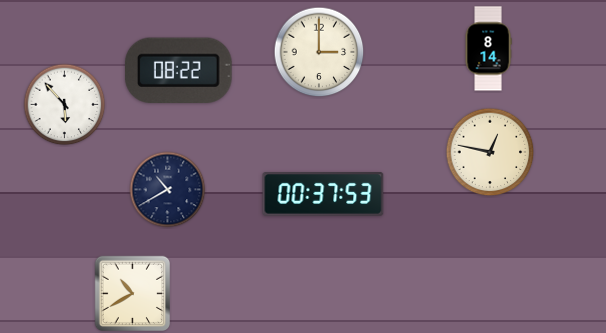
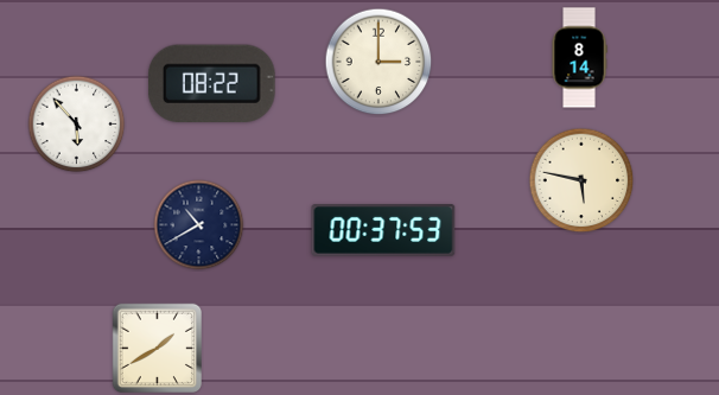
clock at (490, 152): 12:47 -> 5:47
clock at (133, 294): 10:40 -> 1:40
